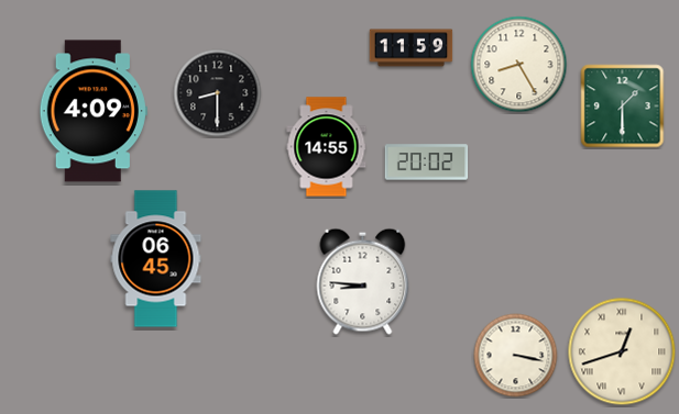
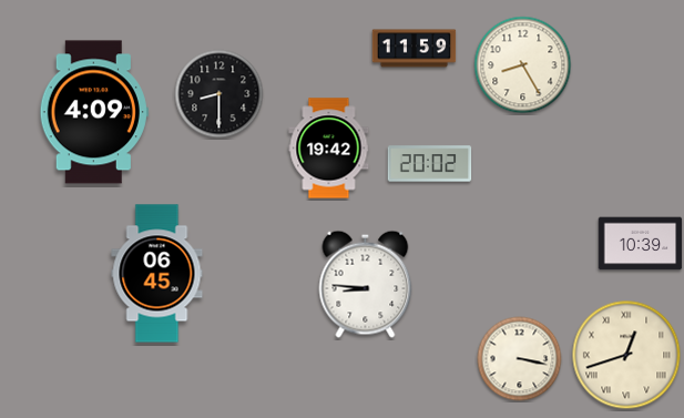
clock at (623, 107): 1:30 -> none
clock at (327, 147): 14:55 -> 19:42
clock at (641, 244): none -> 10:39
clock at (156, 259) position: (156, 259) -> (157, 274)
